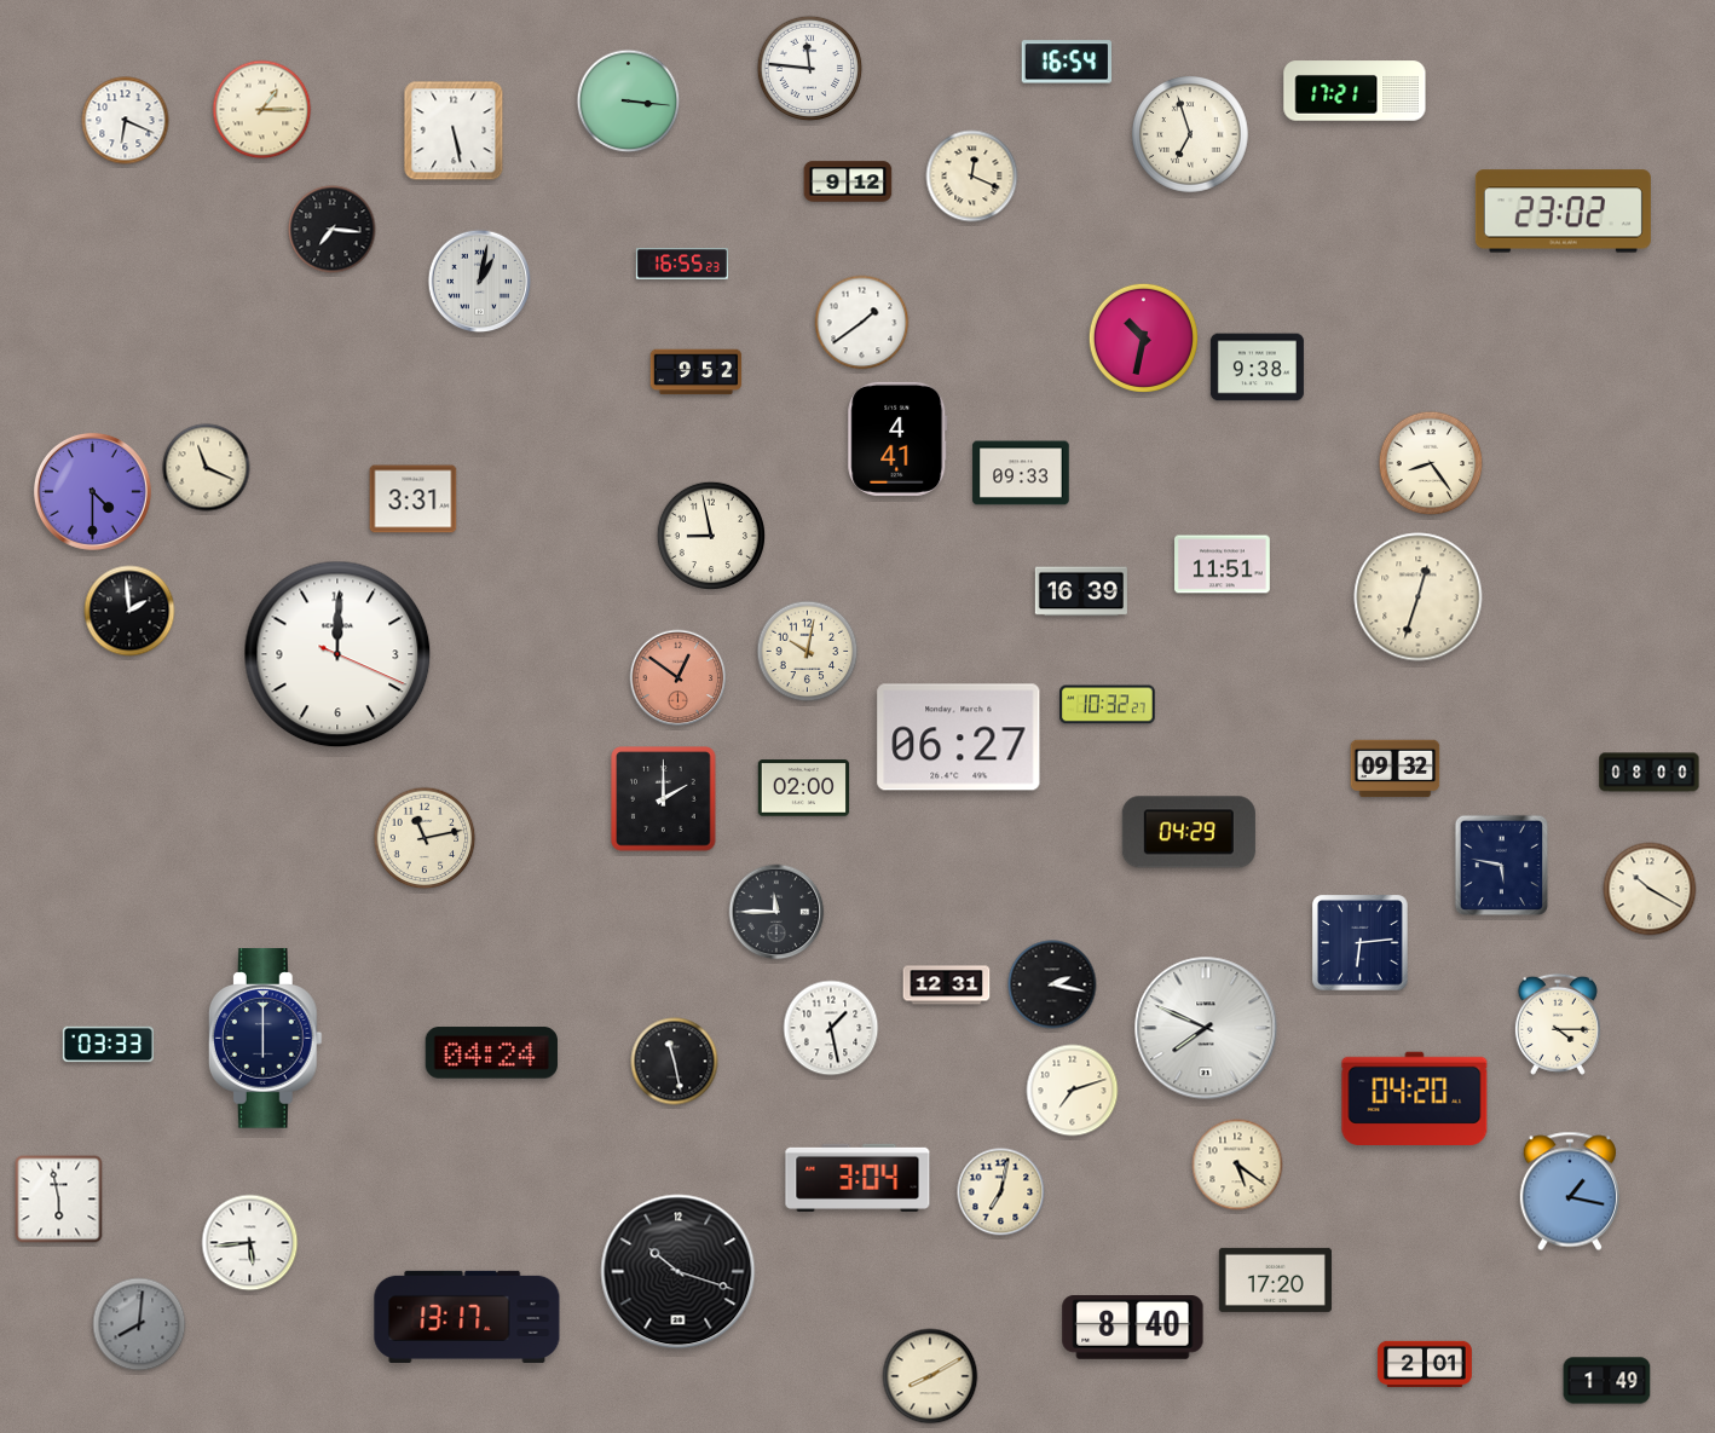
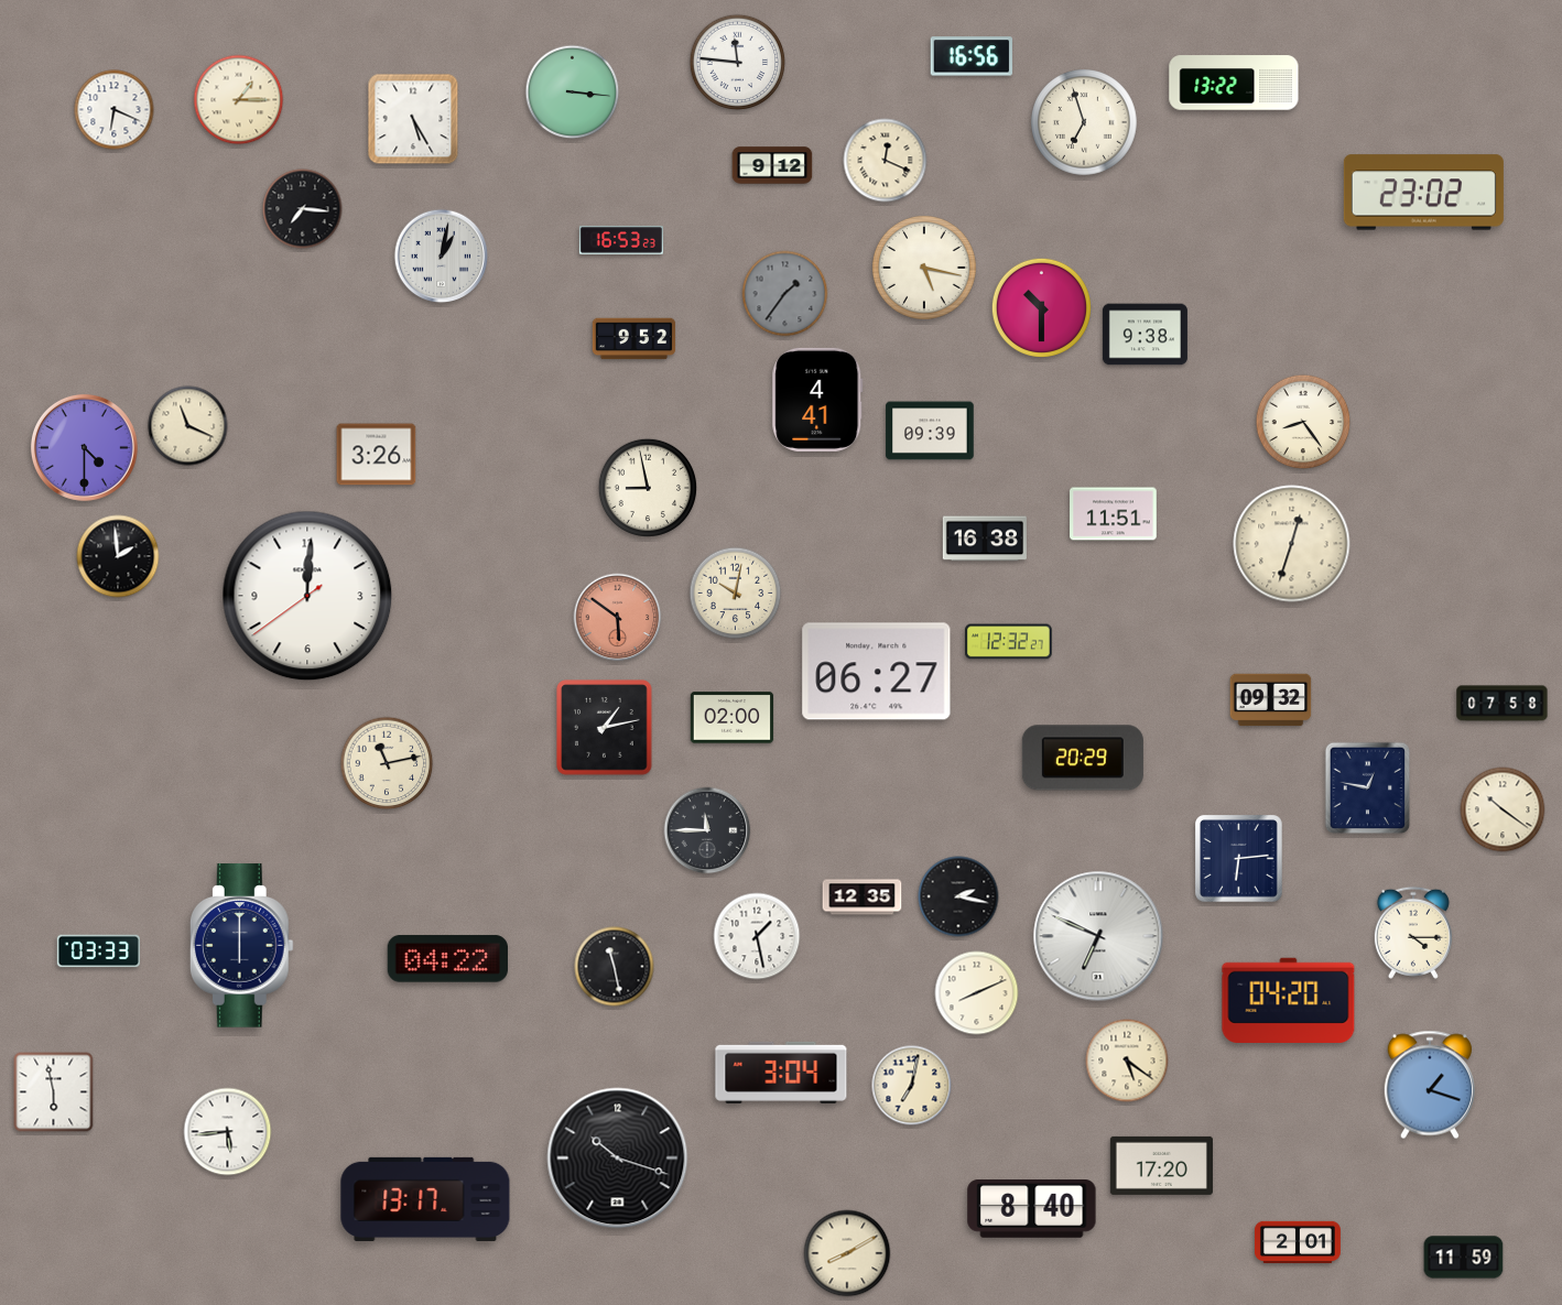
clock at (1067, 62): 16:54 -> 16:56
clock at (1355, 91): 17:21 -> 13:22
clock at (454, 131): 5:28 -> 5:25
clock at (682, 264): 16:55 -> 16:53
clock at (480, 282) position: (480, 282) -> (442, 257)
clock at (924, 268): none -> 5:17
clock at (862, 323): 1:39 -> 1:36
clock at (862, 323) dial: white -> grey
clock at (1143, 337): 10:32 -> 10:30
clock at (1021, 473): 09:33 -> 09:39
clock at (414, 499): 3:31 -> 3:26
clock at (1081, 591): 16:39 -> 16:38
clock at (337, 654): 12:00:19 -> 12:00:39
clock at (679, 678): 12:51 -> 5:51
clock at (1108, 705): 10:32 -> 12:32
clock at (959, 738) position: (959, 738) -> (877, 672)
clock at (1650, 773): 08:00 -> 07:58
clock at (664, 799): 2:00 -> 1:13
clock at (1189, 832): 04:29 -> 20:29
clock at (1502, 866): 5:47 -> 12:47
clock at (1650, 889): 10:20 -> 10:21
clock at (947, 986): 12:31 -> 12:35
clock at (1558, 1024) position: (1558, 1024) -> (1413, 933)
clock at (1206, 1028): 7:49 -> 6:49
clock at (491, 1053): 04:24 -> 04:22
clock at (1073, 1091): 7:12 -> 8:11
clock at (1570, 1191): 1:17 -> 1:18
clock at (139, 1324): 8:01 -> none
clock at (1607, 1381): 1:49 -> 11:59
